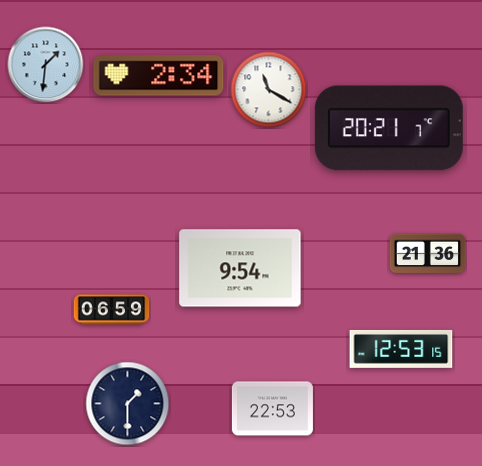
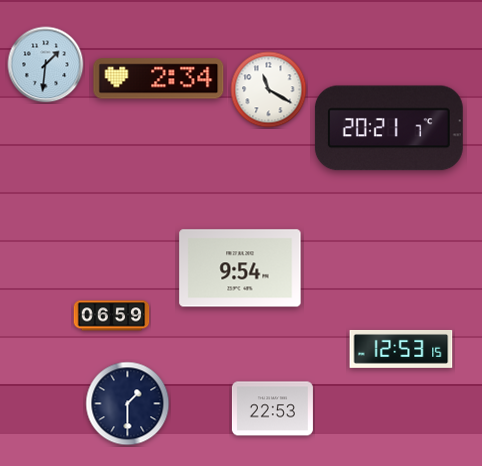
clock at (159, 76) position: (159, 76) -> (159, 79)
clock at (428, 254): 21:36 -> none
clock at (112, 310) position: (112, 310) -> (112, 316)
